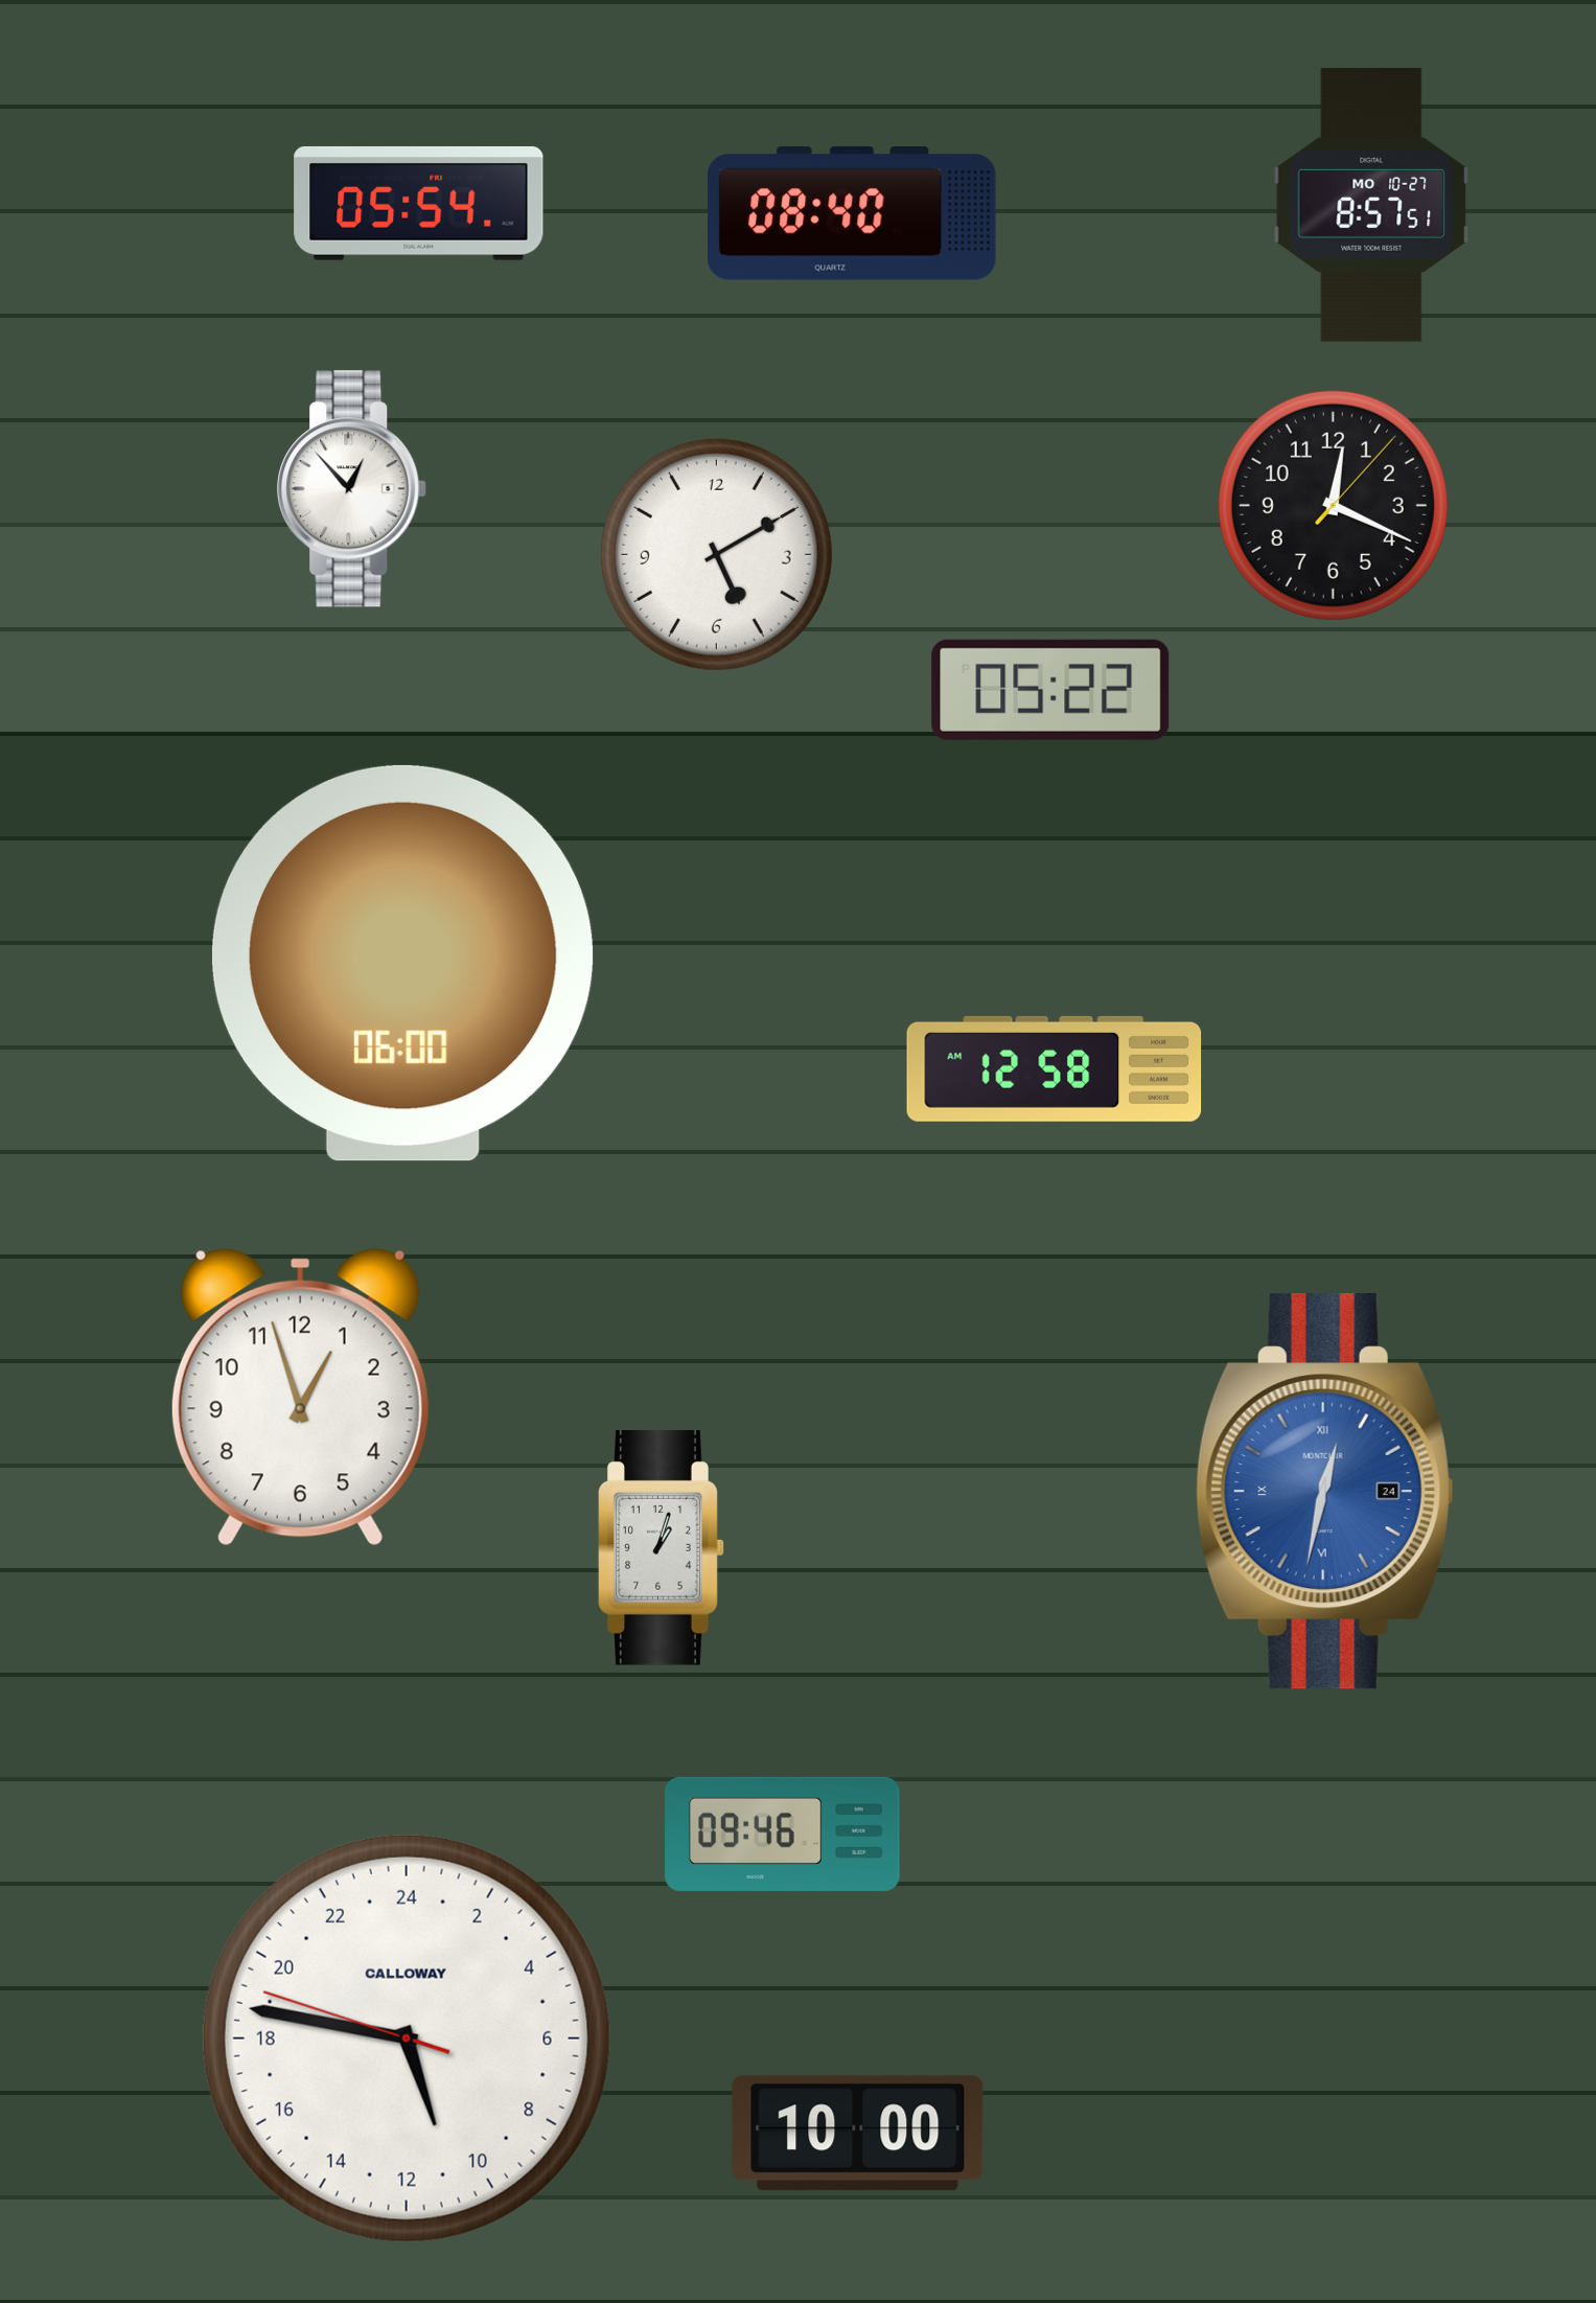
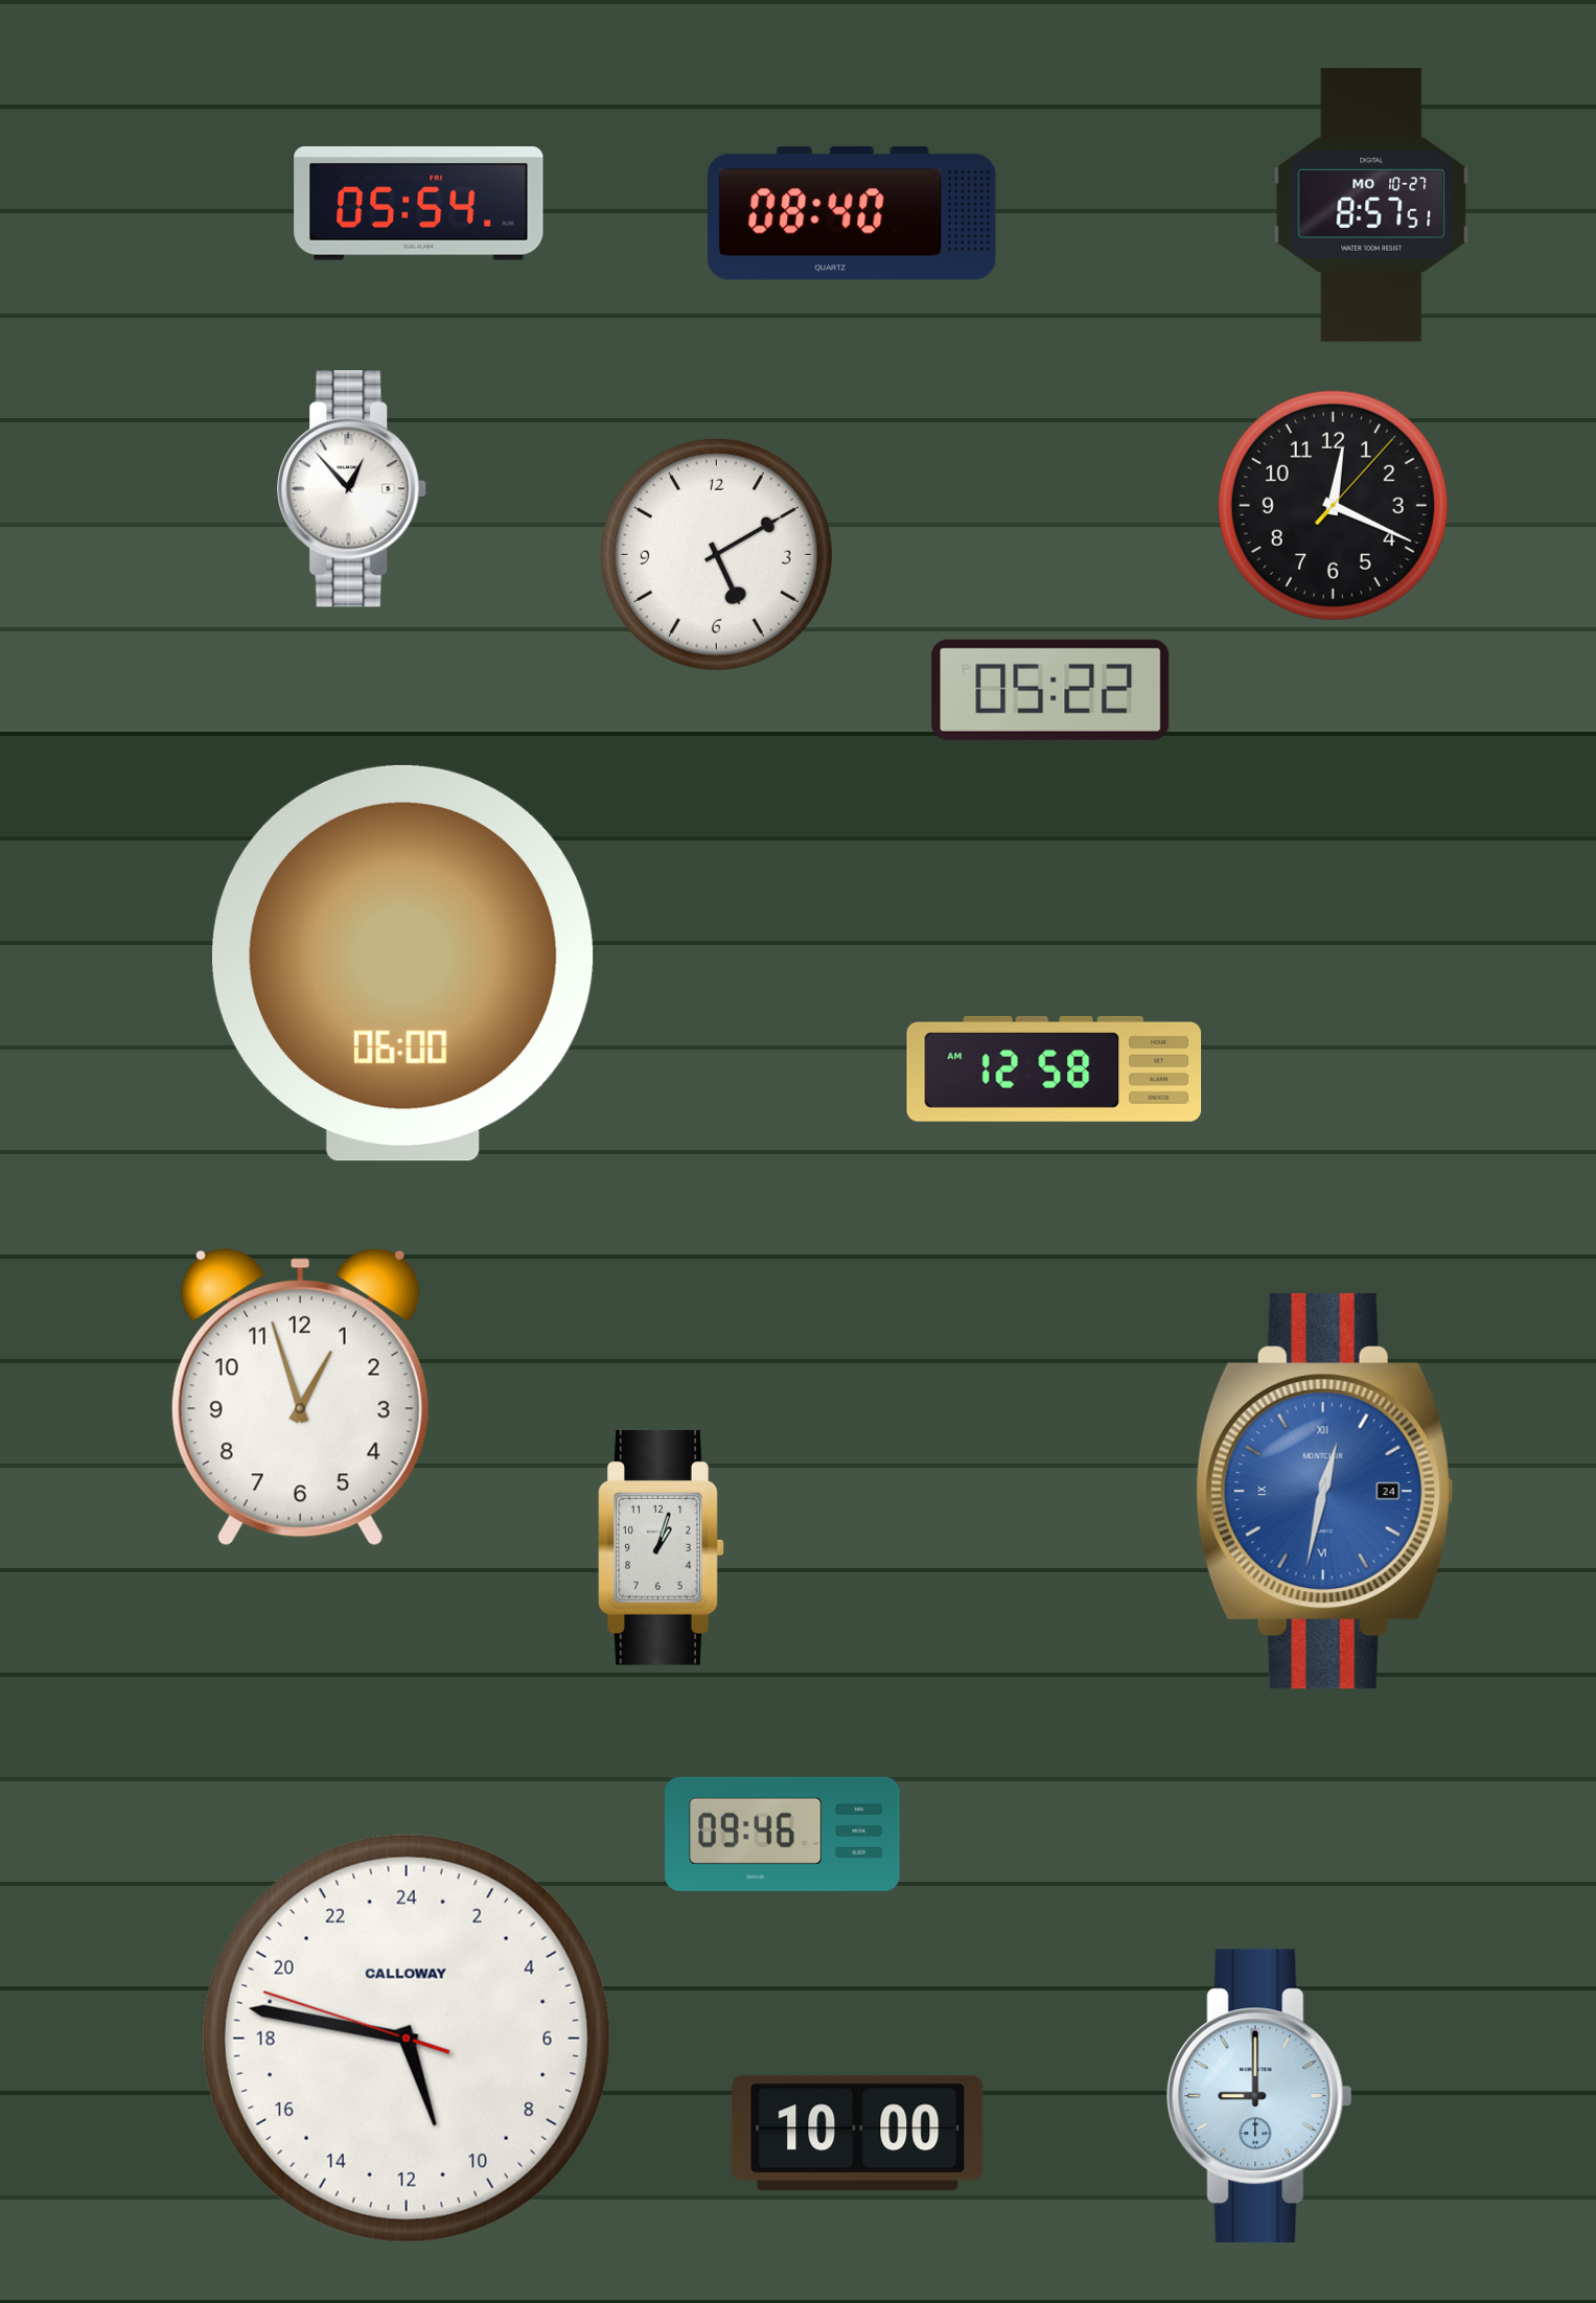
clock at (1259, 2096): none -> 9:00
